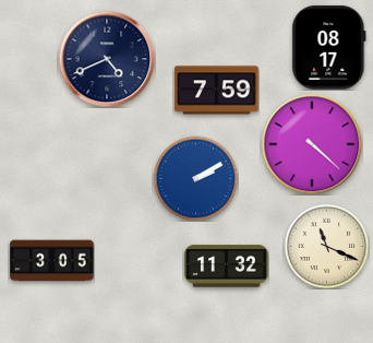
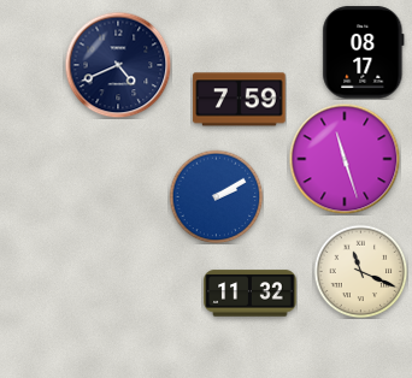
clock at (312, 144): 4:22 -> 11:27
clock at (52, 261): 3:05 -> none
